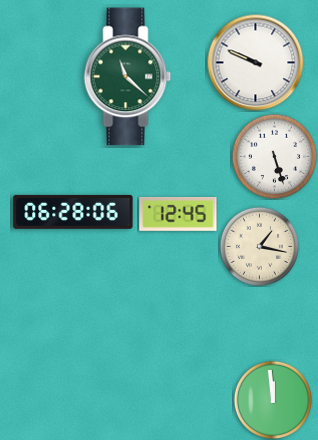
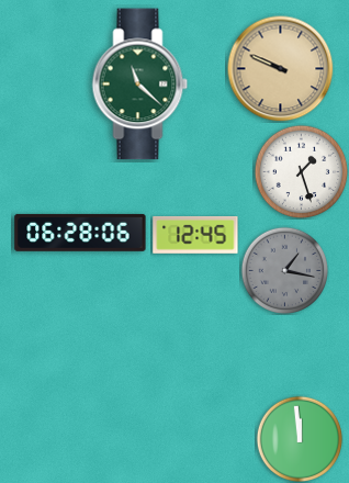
clock at (256, 63) dial: white -> champagne
clock at (274, 156): 5:27 -> 1:27
clock at (259, 246) dial: cream -> grey
